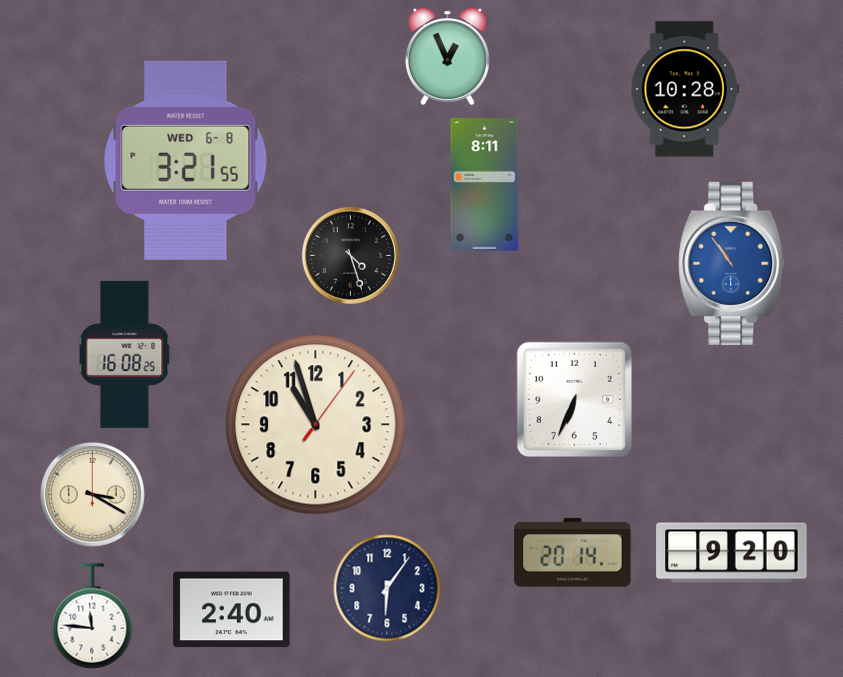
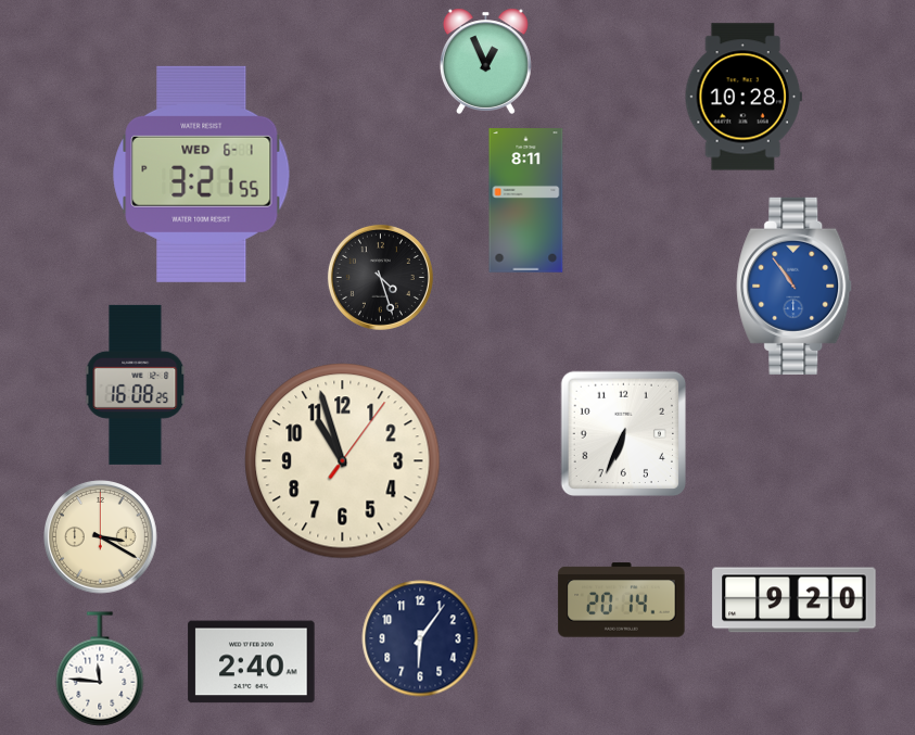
clock at (186, 160) date: WED 6-8 -> WED 6-1
